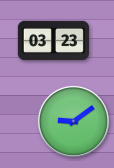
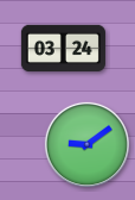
clock at (53, 41): 03:23 -> 03:24
